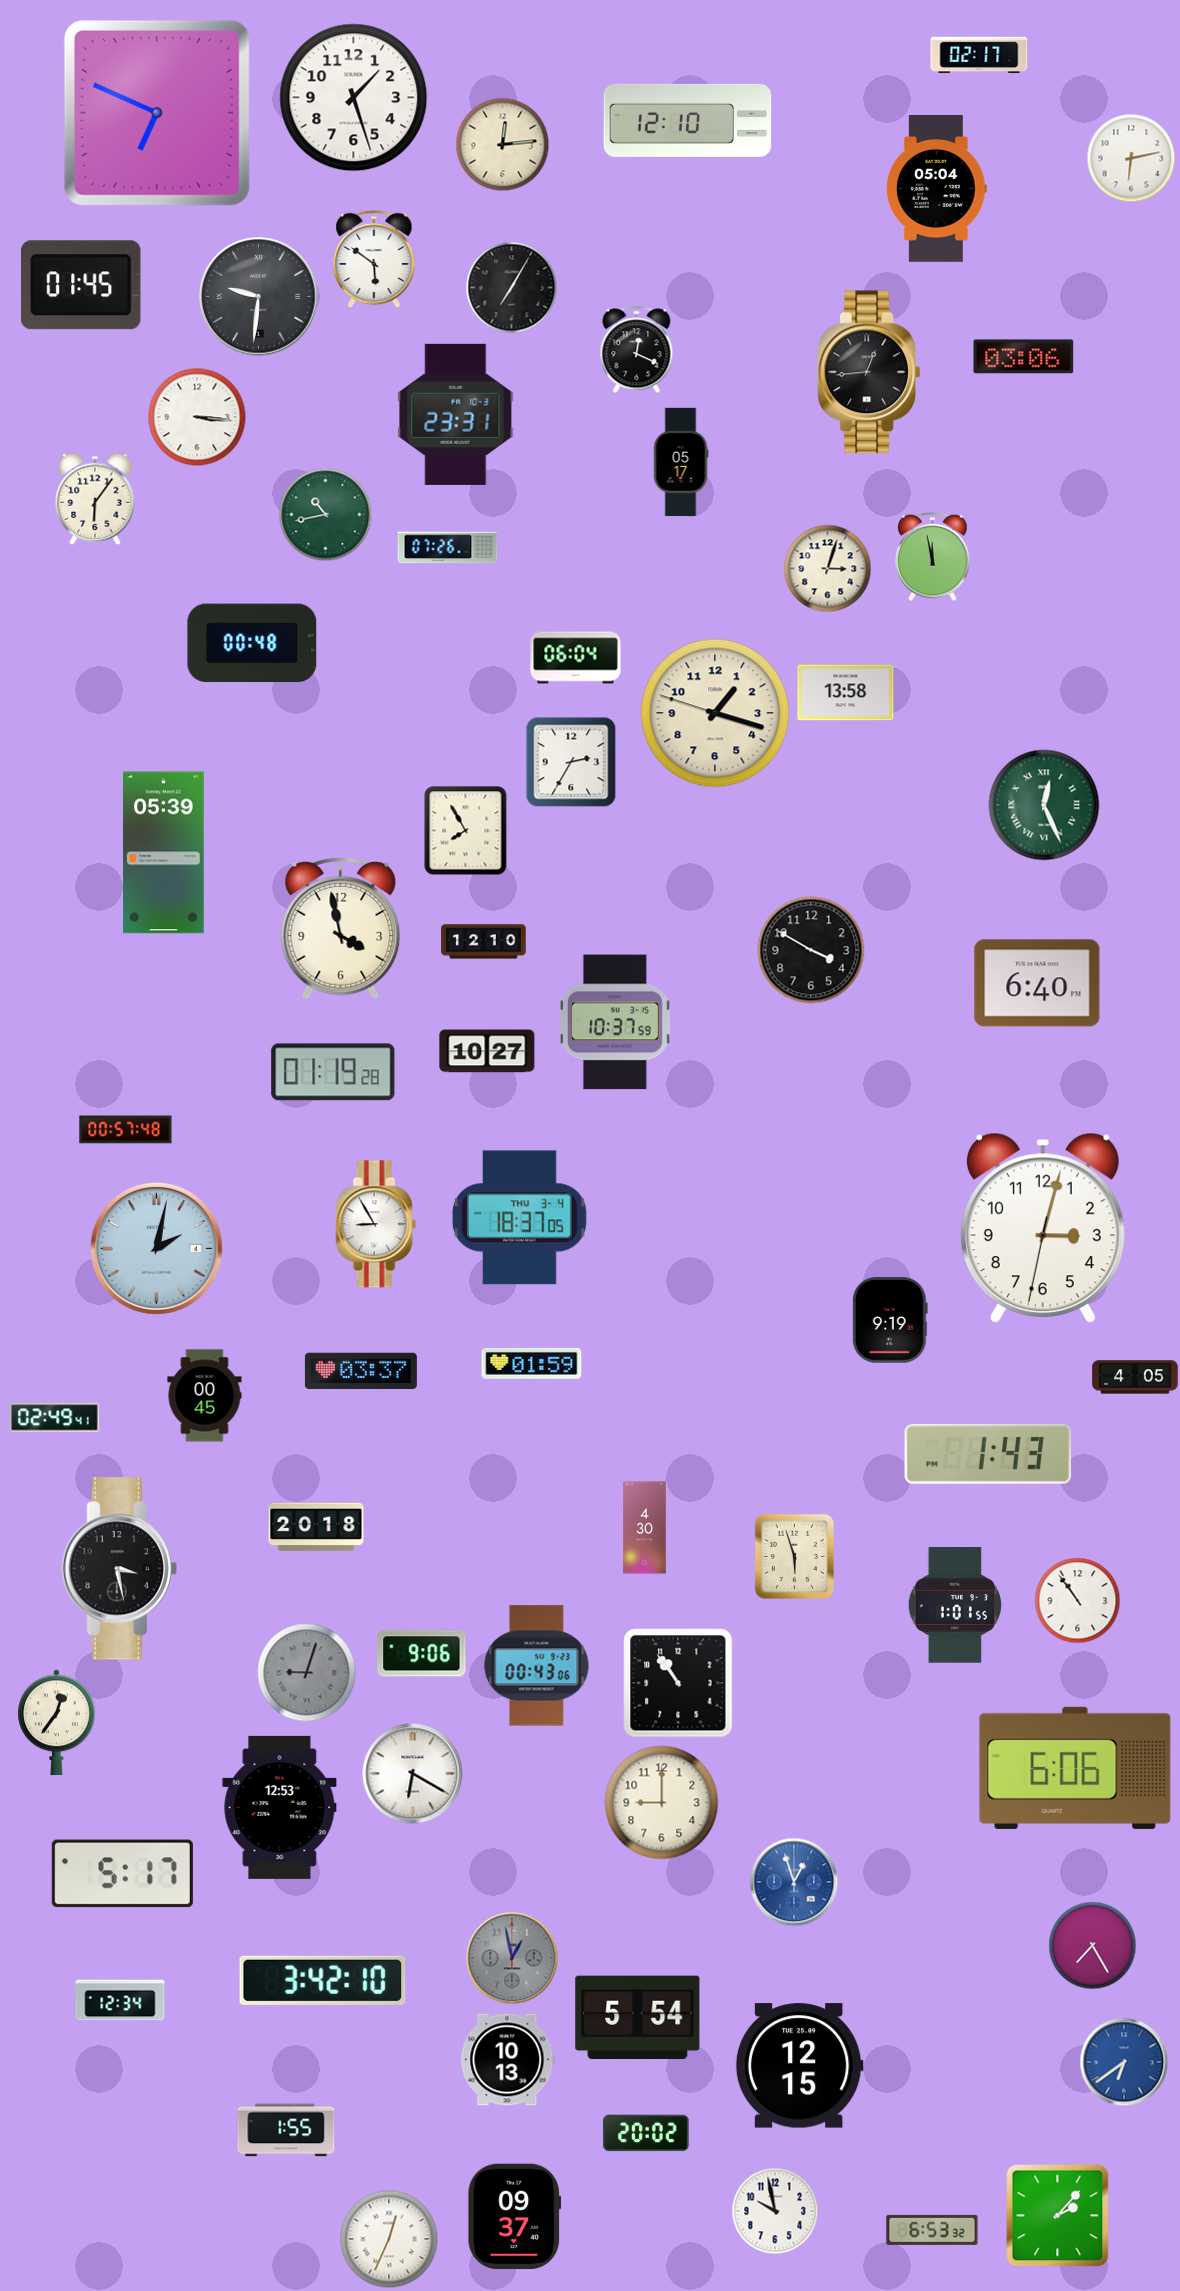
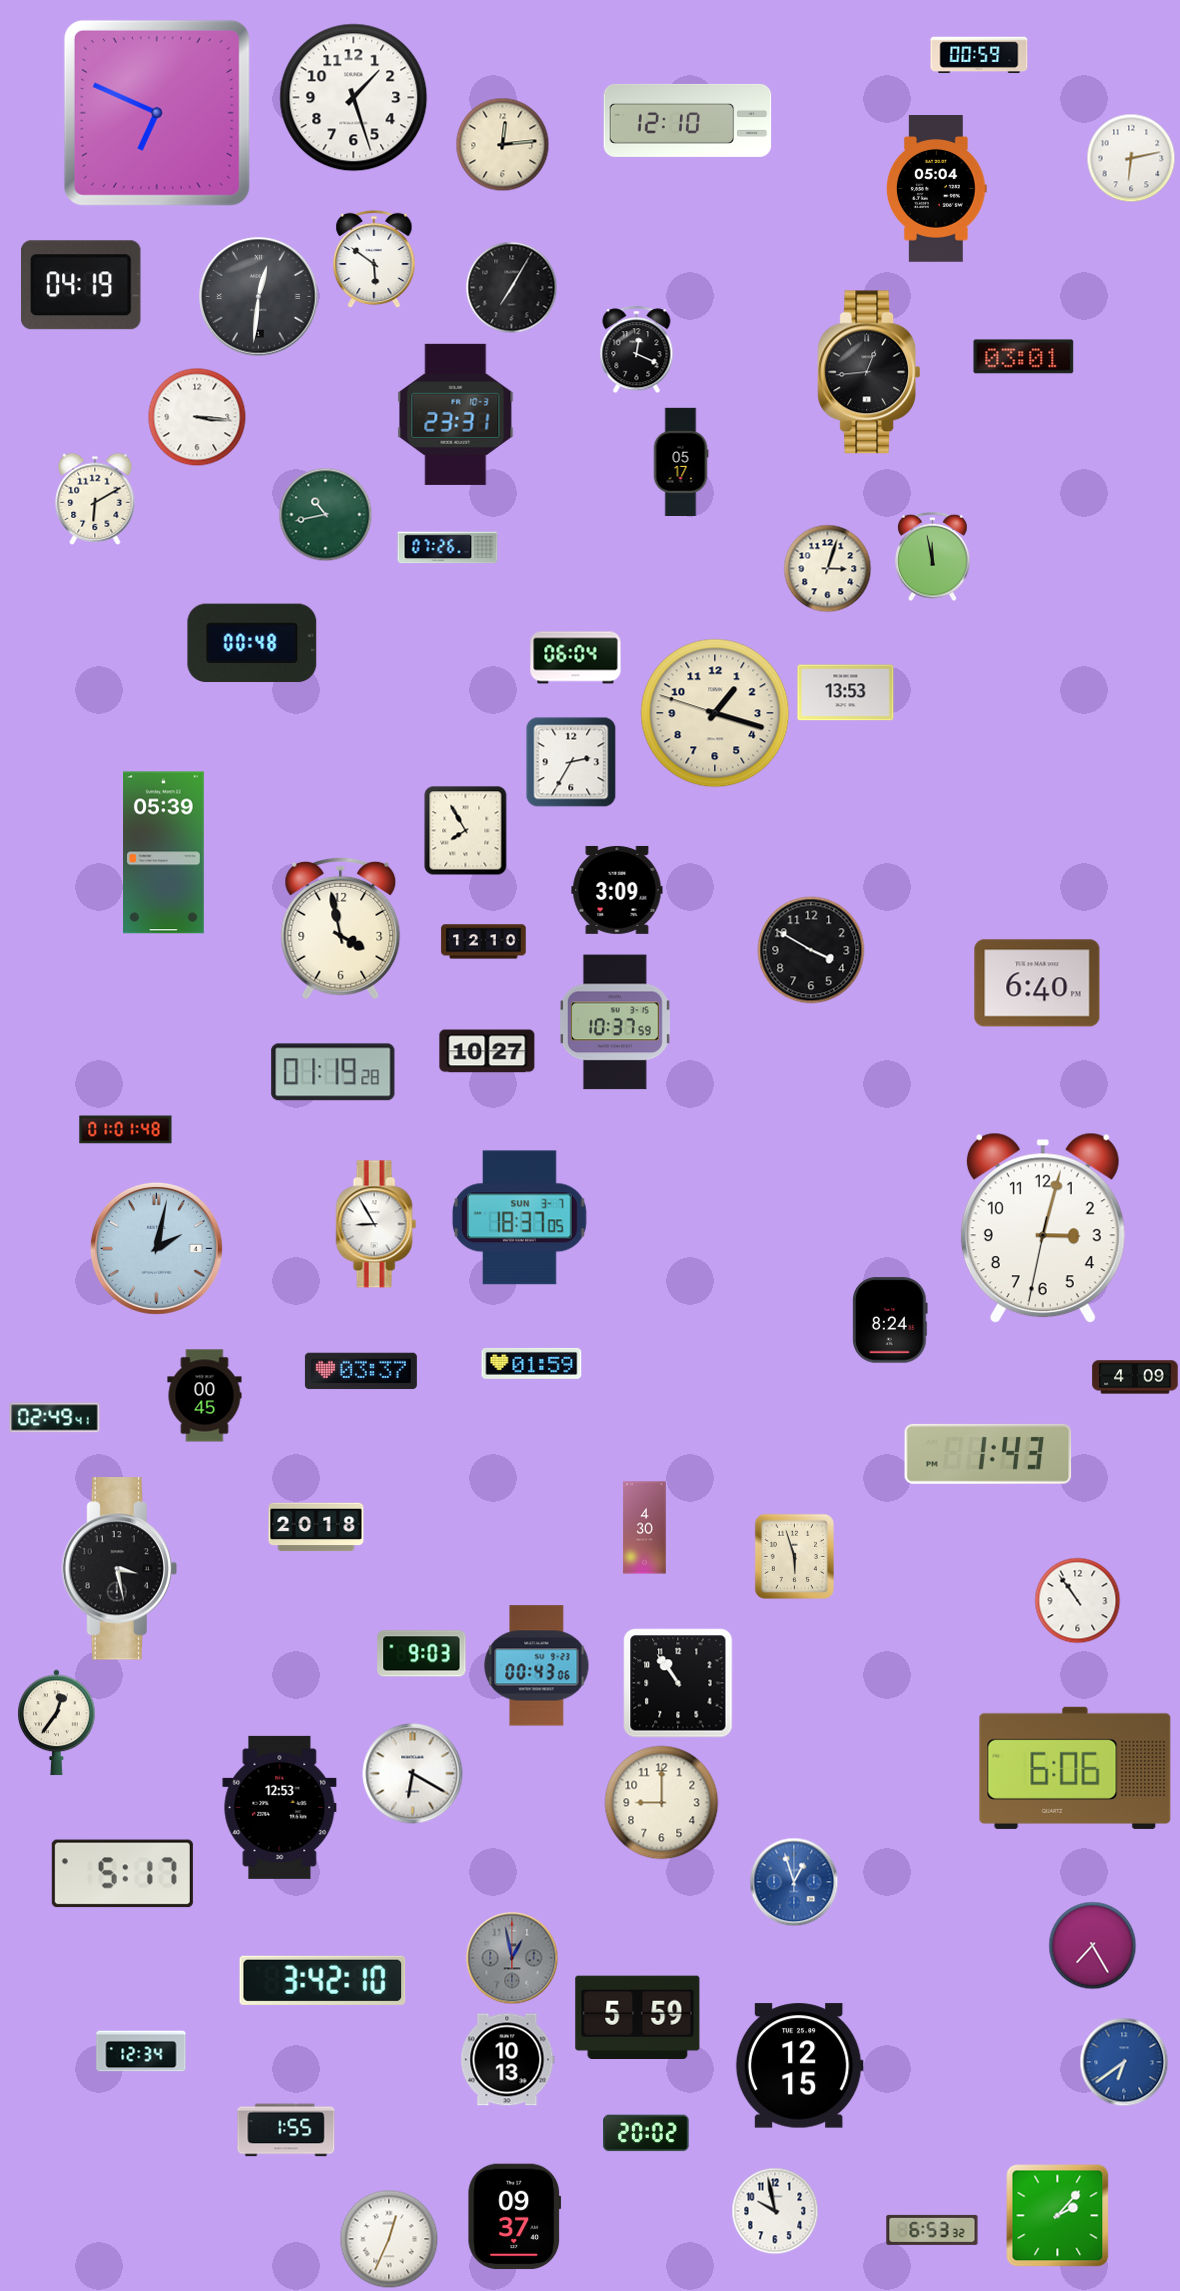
clock at (979, 55): 02:17 -> 00:59
clock at (82, 285): 01:45 -> 04:19
clock at (259, 297): 9:31 -> 12:31
clock at (1024, 357): 03:06 -> 03:01
clock at (95, 499): 6:06 -> 6:10
clock at (846, 693): 13:58 -> 13:53
clock at (1044, 805): 12:26 -> none
clock at (617, 890): none -> 3:09
clock at (126, 1130): 00:57 -> 01:01
clock at (519, 1218) date: THU 3-4 -> SUN 3-7
clock at (890, 1320): 9:19 -> 8:24
clock at (1135, 1377): 4:05 -> 4:09
clock at (954, 1605): 1:01 -> none
clock at (422, 1654): 9:06 -> 9:03
clock at (307, 1673): 9:03 -> none
clock at (120, 2000) position: (120, 2000) -> (141, 2051)
clock at (638, 2017): 5:54 -> 5:59
